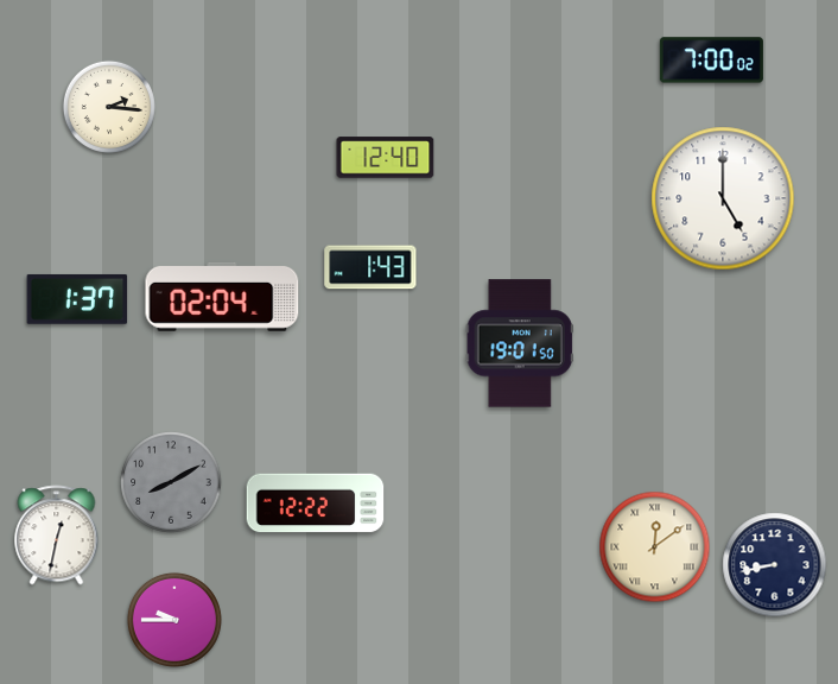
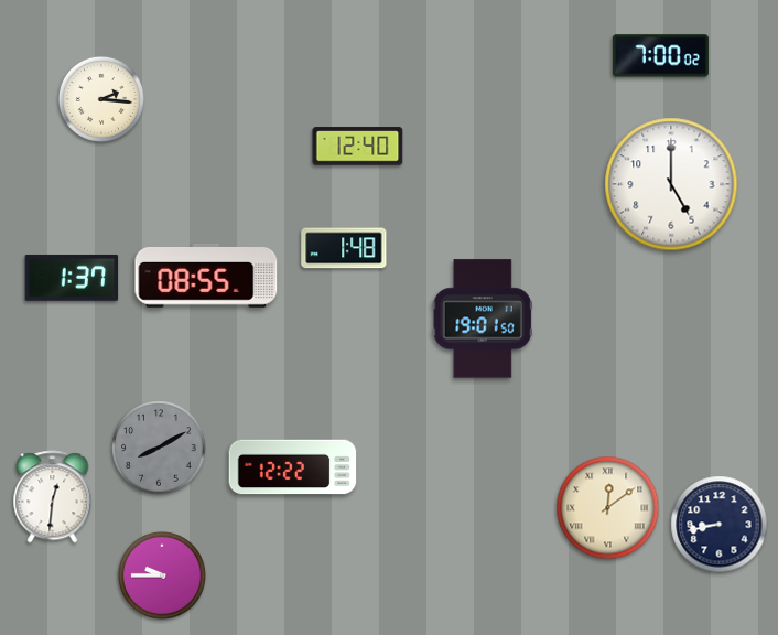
clock at (370, 267): 1:43 -> 1:48
clock at (222, 297): 02:04 -> 08:55
clock at (57, 536): 12:32 -> 12:31
